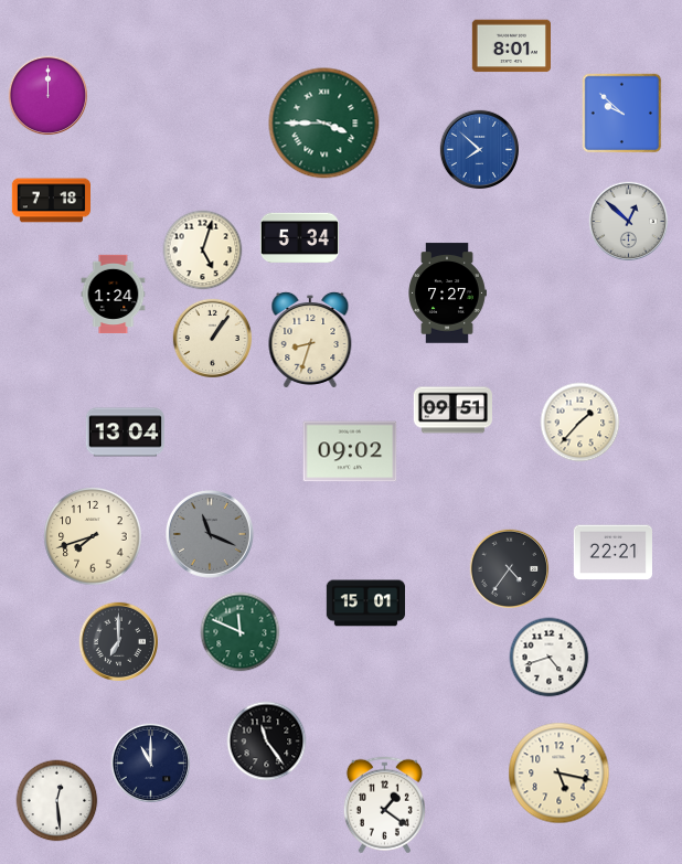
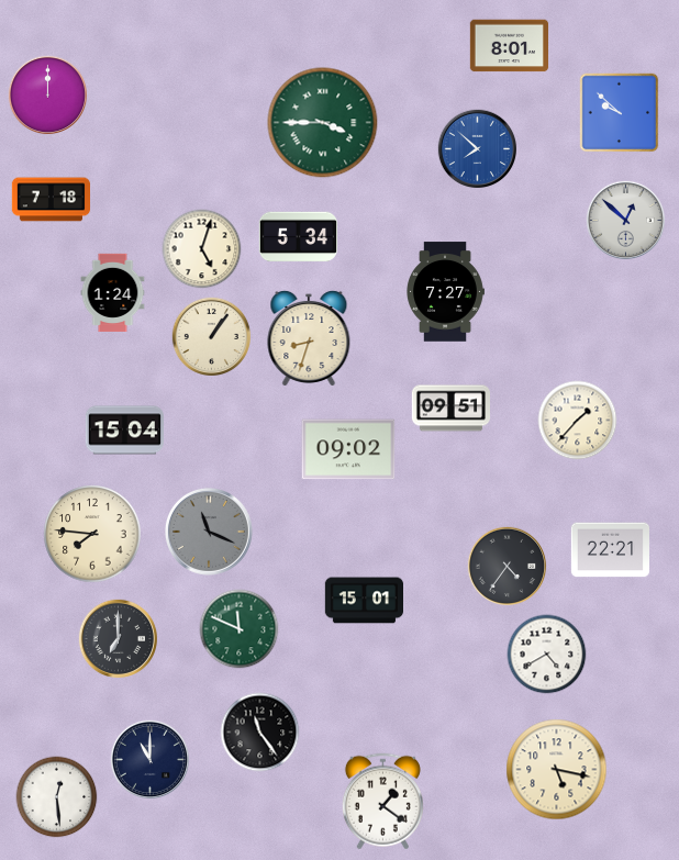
clock at (125, 433): 13:04 -> 15:04
clock at (93, 536): 7:42 -> 7:46
clock at (550, 658): 4:42 -> 4:40
clock at (267, 742) position: (267, 742) -> (260, 733)
